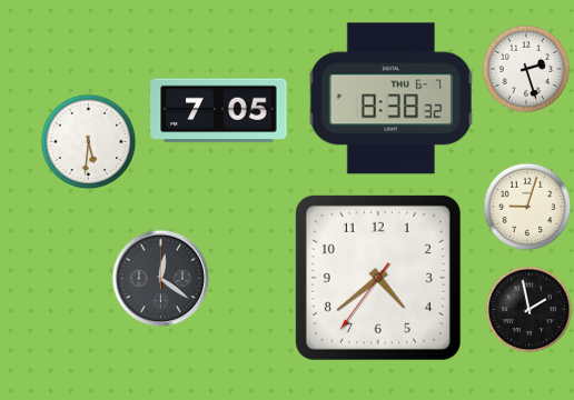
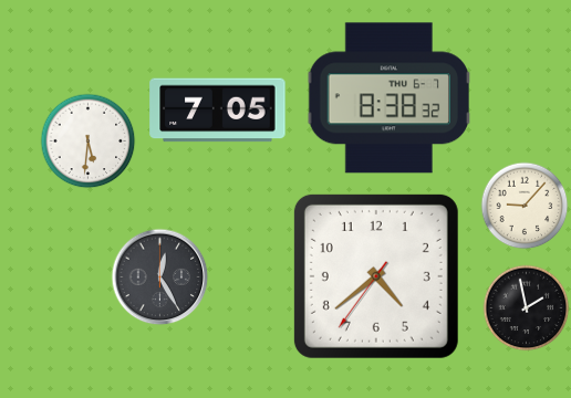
clock at (526, 69): 2:27 -> none
clock at (527, 207): 9:03 -> 9:07
clock at (160, 278): 12:21 -> 12:25
